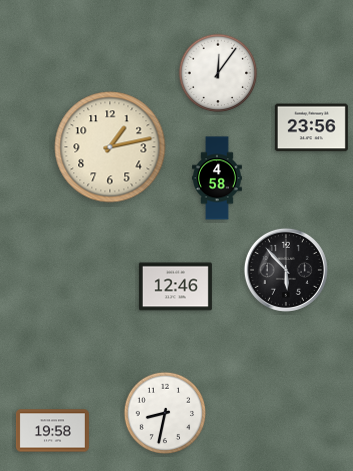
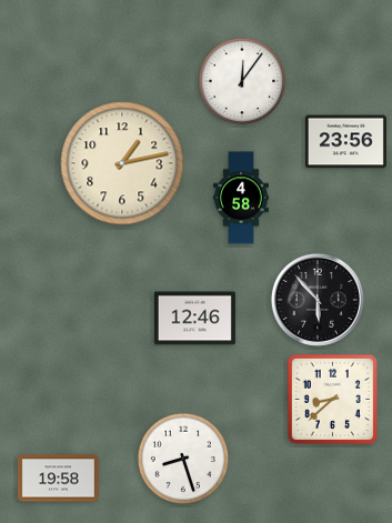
clock at (332, 399): none -> 8:38
clock at (165, 413): 8:32 -> 8:27
